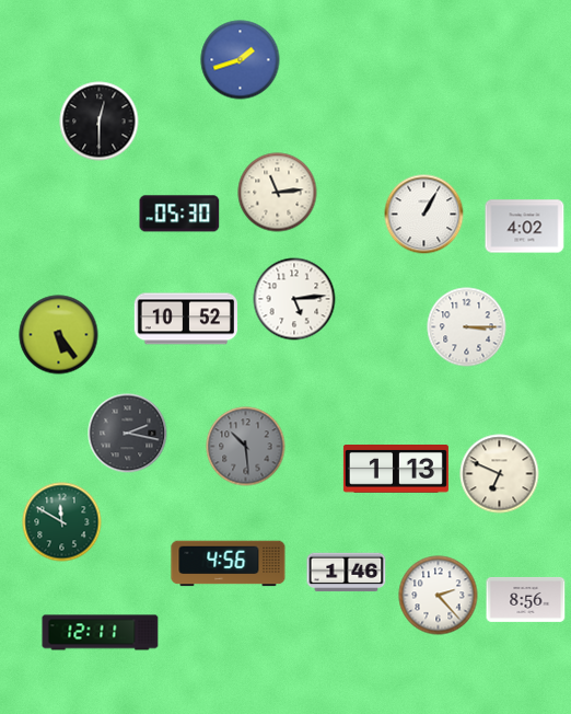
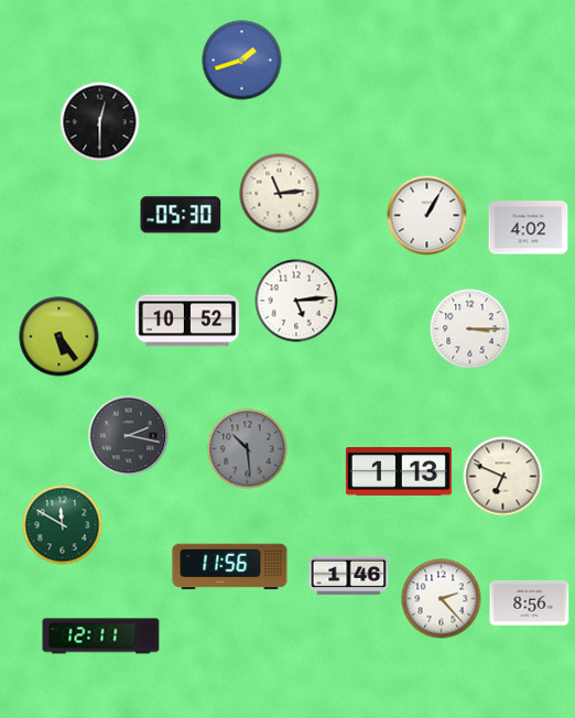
clock at (229, 564): 4:56 -> 11:56
